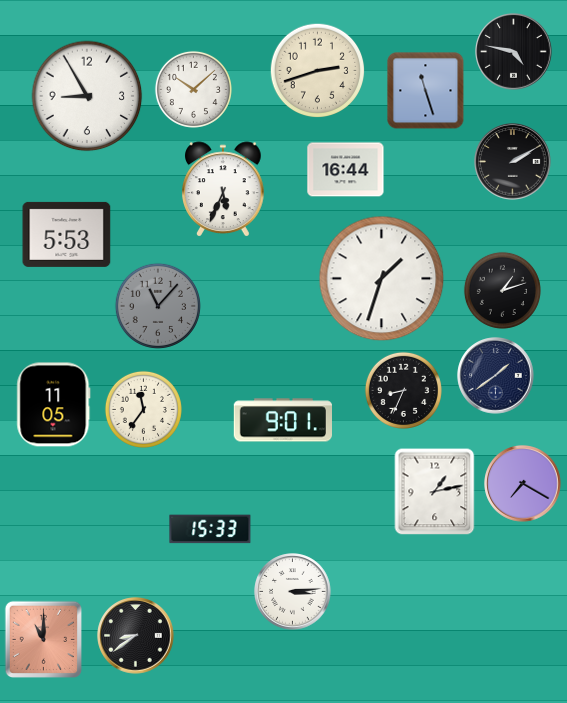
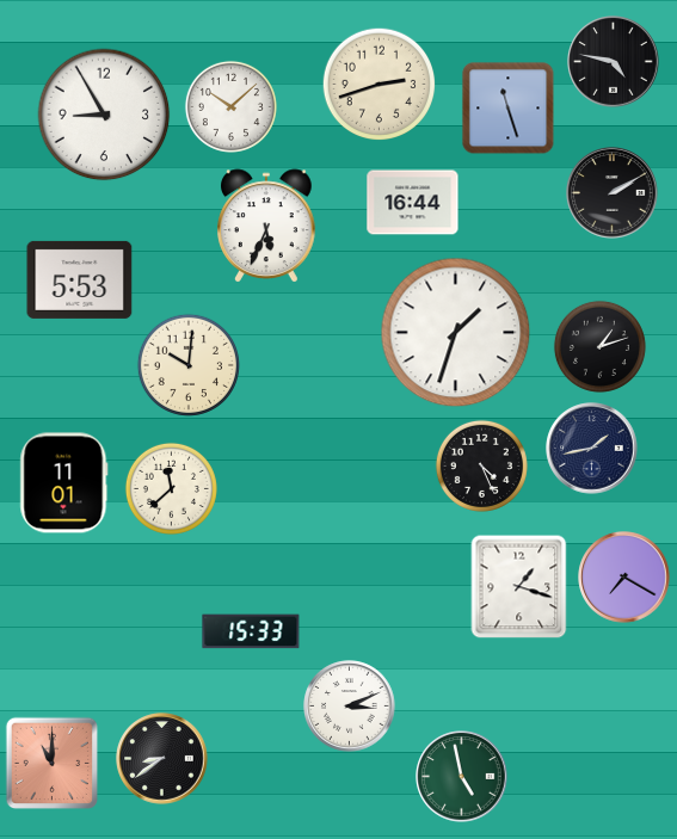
clock at (158, 306): 11:07 -> 10:01
clock at (158, 306) dial: grey -> cream
clock at (496, 376): 1:39 -> 1:43
clock at (403, 390): 8:34 -> 4:26
clock at (54, 405): 11:05 -> 11:01
clock at (143, 409): 11:36 -> 11:38
clock at (282, 420): 9:01 -> none
clock at (435, 491): 1:13 -> 1:18
clock at (293, 592): 3:14 -> 3:11
clock at (462, 777): none -> 4:58
